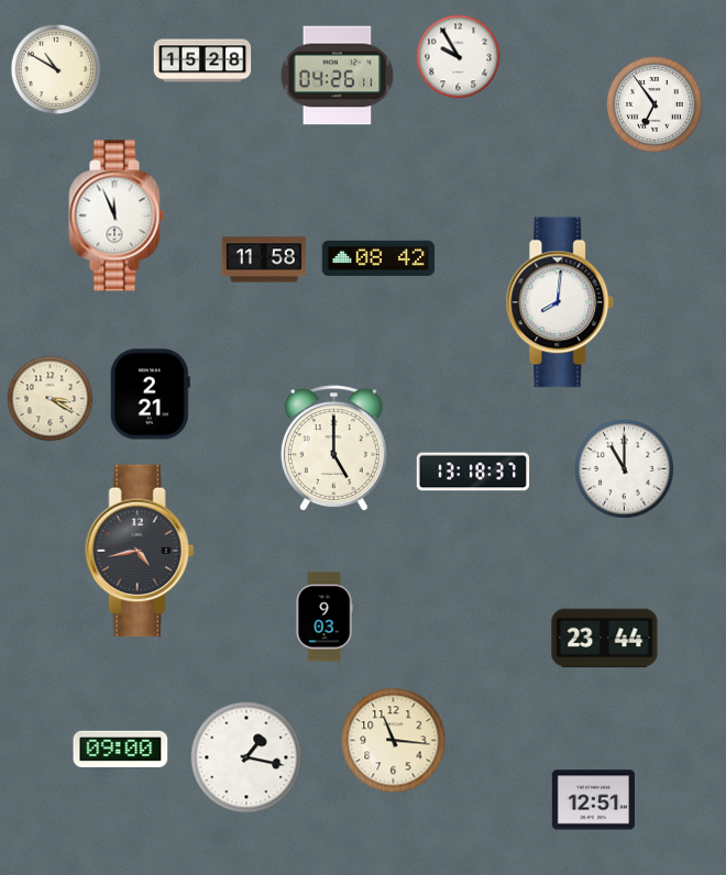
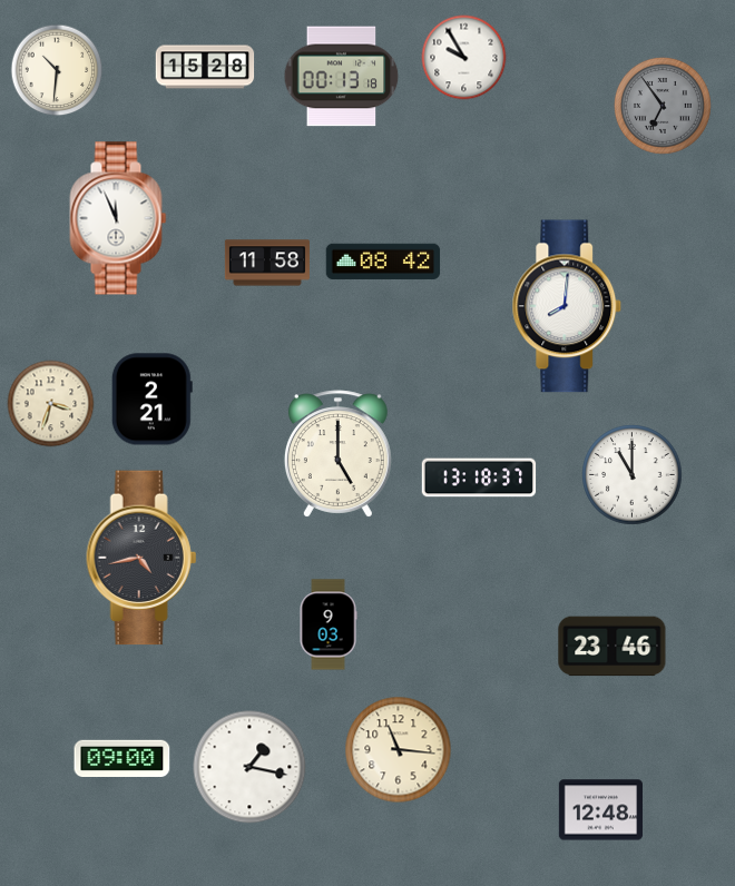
clock at (202, 60) position: (202, 60) -> (205, 67)
clock at (56, 69): 10:50 -> 10:31
clock at (338, 76): 04:26 -> 00:13
clock at (654, 104) dial: white -> grey
clock at (51, 399): 3:20 -> 3:33
clock at (605, 639): 23:44 -> 23:46
clock at (593, 800): 12:51 -> 12:48
